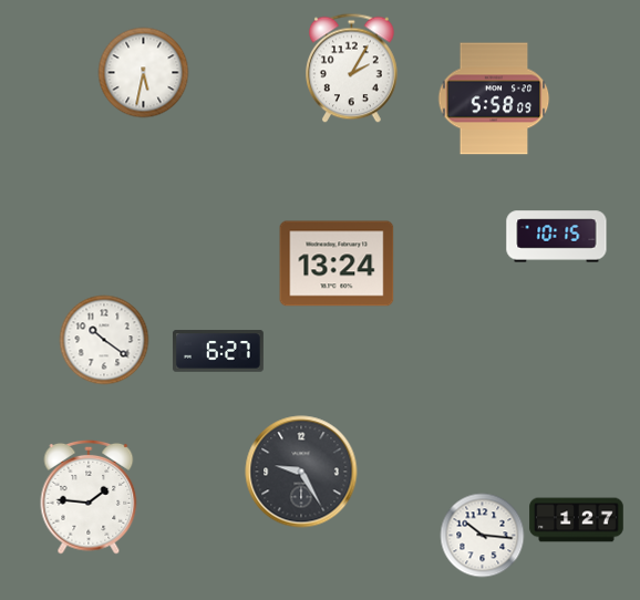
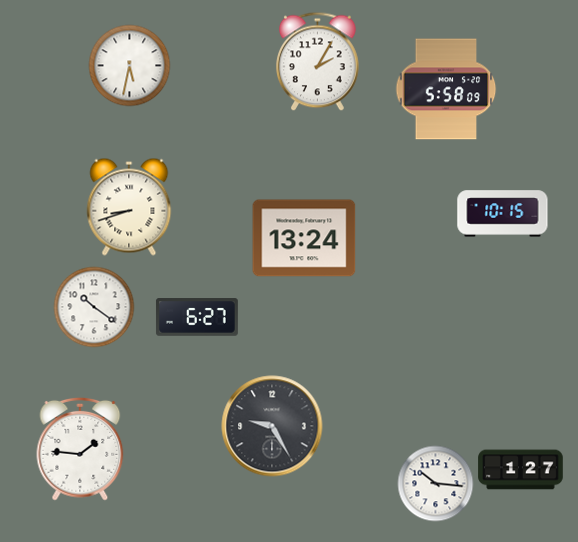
clock at (129, 207): none -> 8:42
